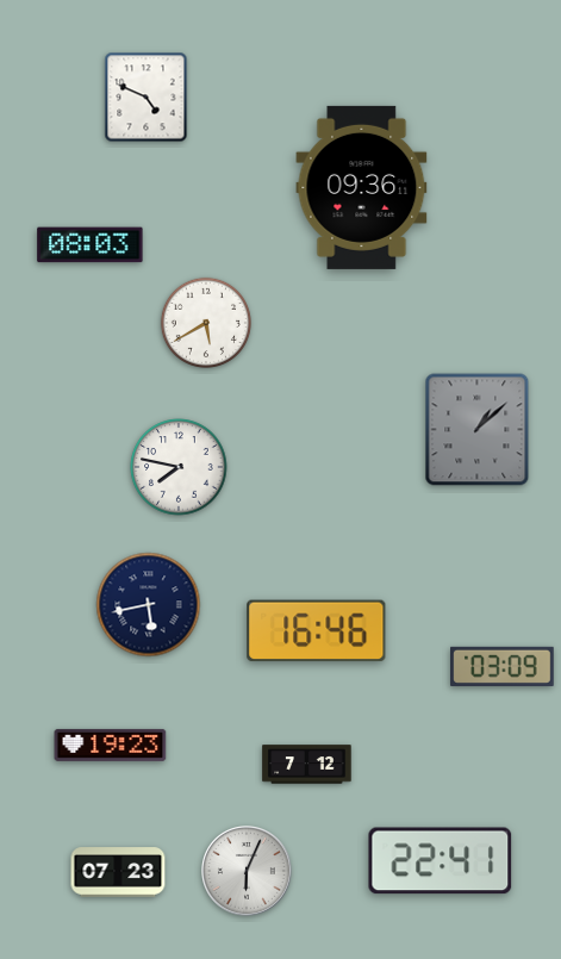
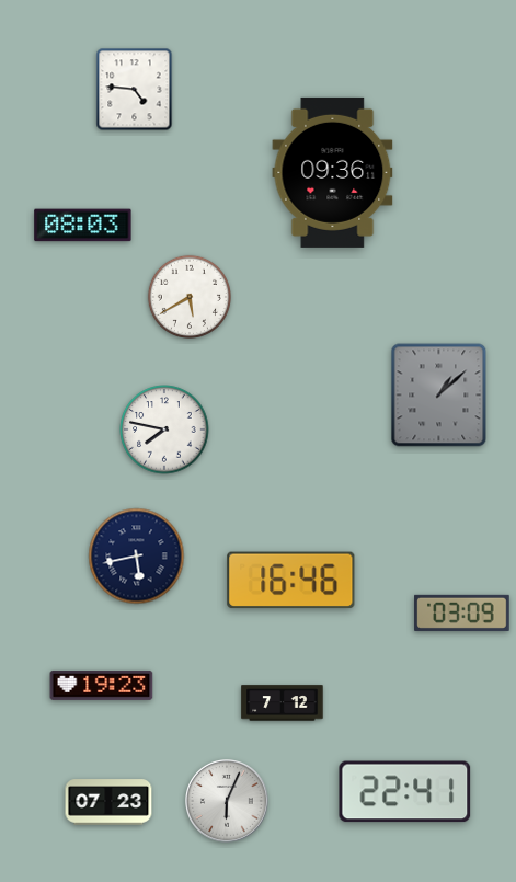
clock at (147, 98): 4:49 -> 4:46
